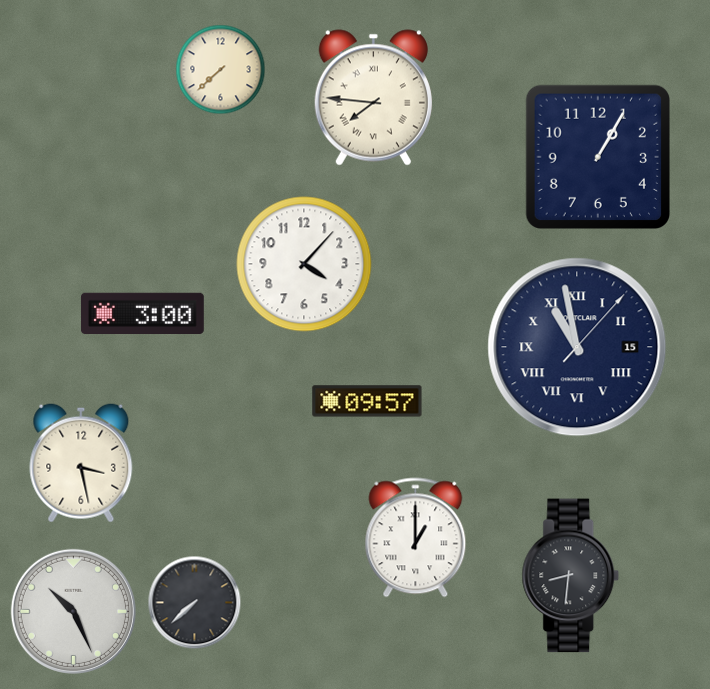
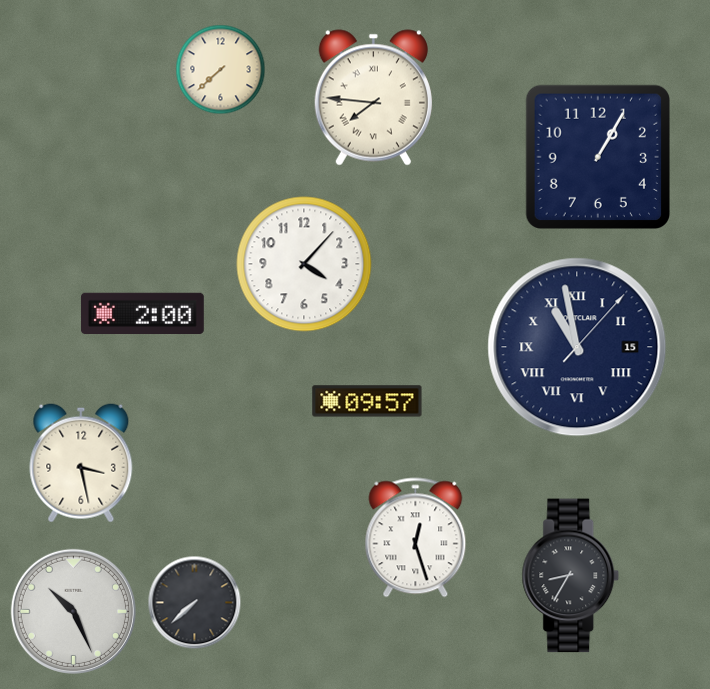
clock at (142, 314): 3:00 -> 2:00
clock at (416, 538): 1:00 -> 12:27
clock at (571, 576): 8:31 -> 8:35
